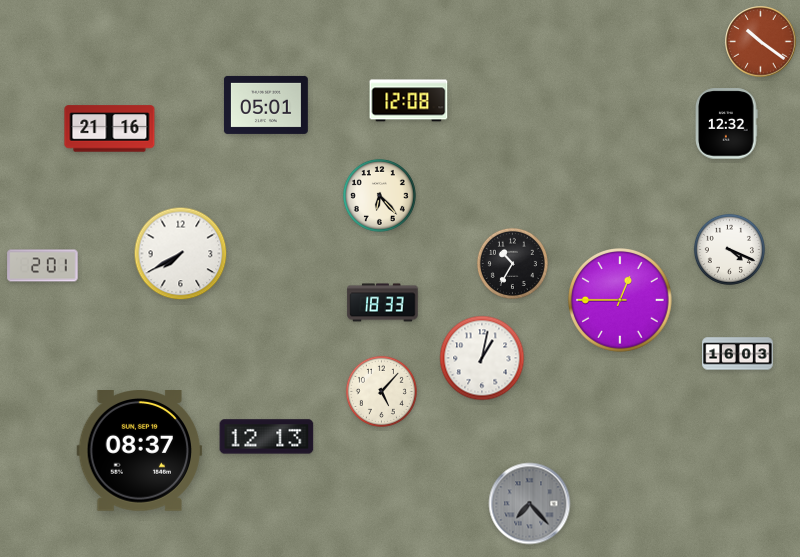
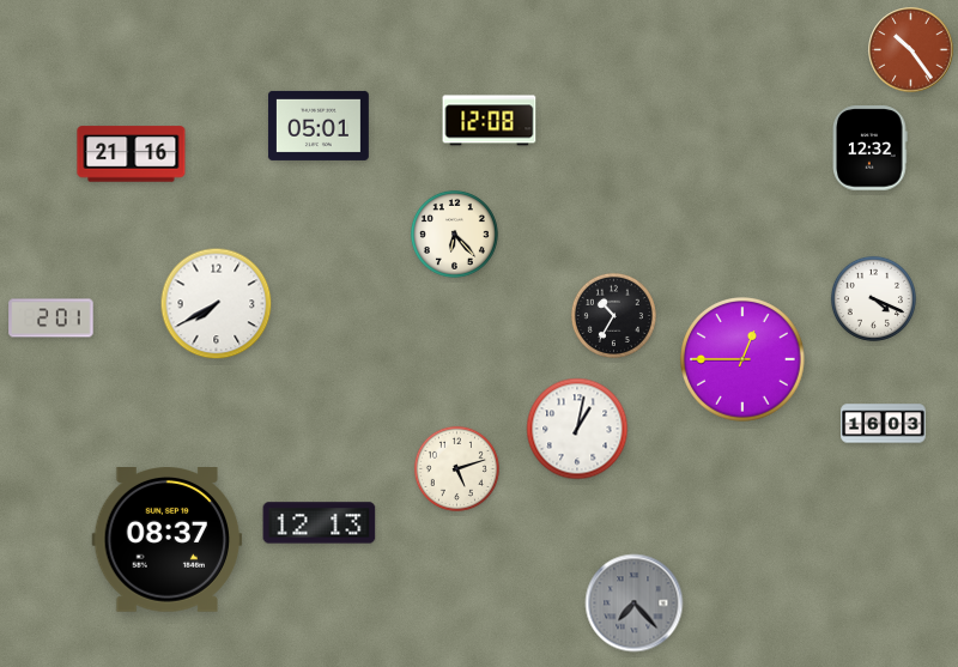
clock at (761, 42): 10:21 -> 10:24
clock at (383, 303): 18:33 -> none
clock at (381, 391): 5:07 -> 5:12
